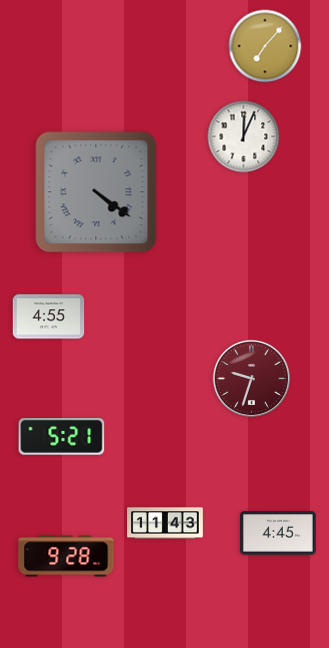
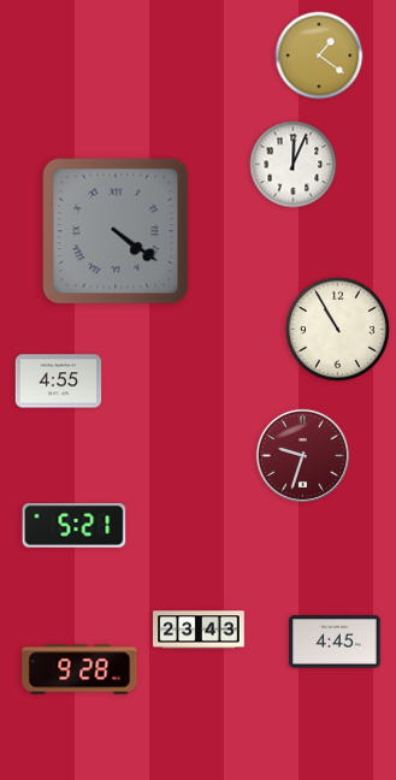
clock at (265, 46): 7:07 -> 1:21
clock at (337, 329): none -> 10:55
clock at (165, 523): 11:43 -> 23:43
